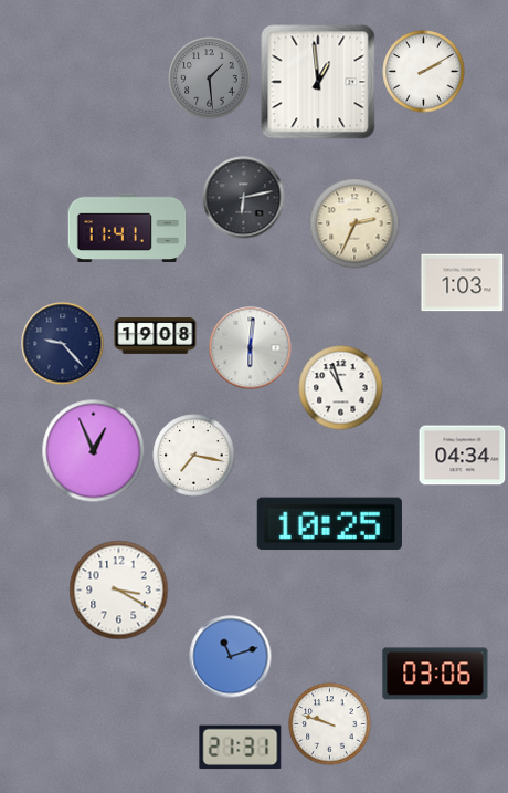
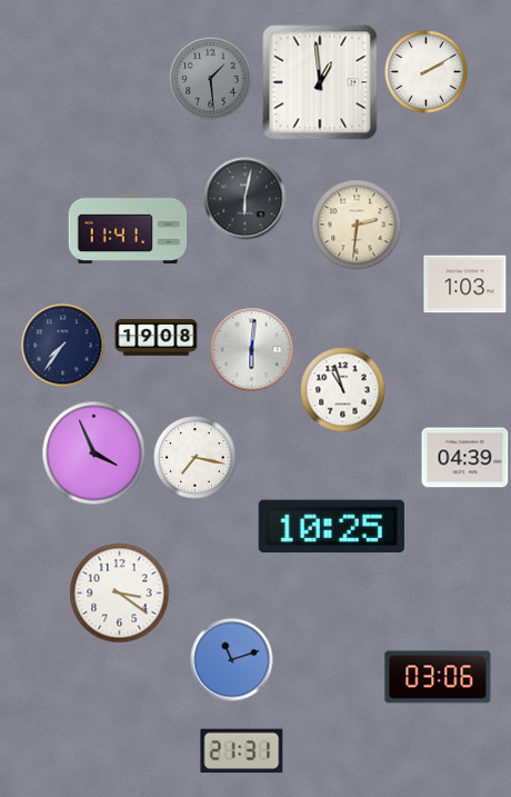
clock at (244, 198): 6:13 -> 6:02
clock at (354, 223): 2:34 -> 2:31
clock at (63, 344): 9:23 -> 7:36
clock at (94, 451): 12:56 -> 3:56
clock at (463, 456): 04:34 -> 04:39
clock at (119, 591): 3:20 -> 3:21
clock at (330, 724): 9:48 -> none
